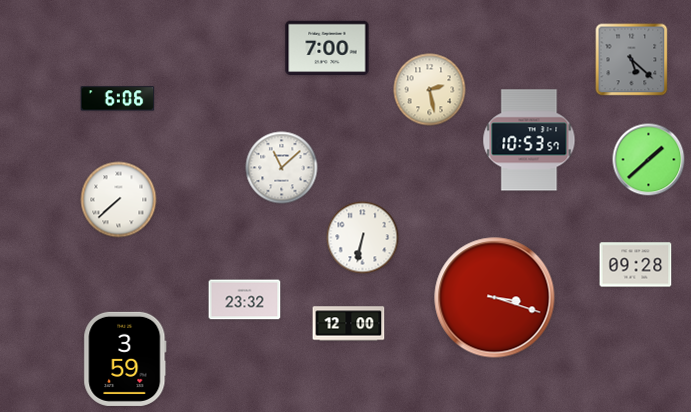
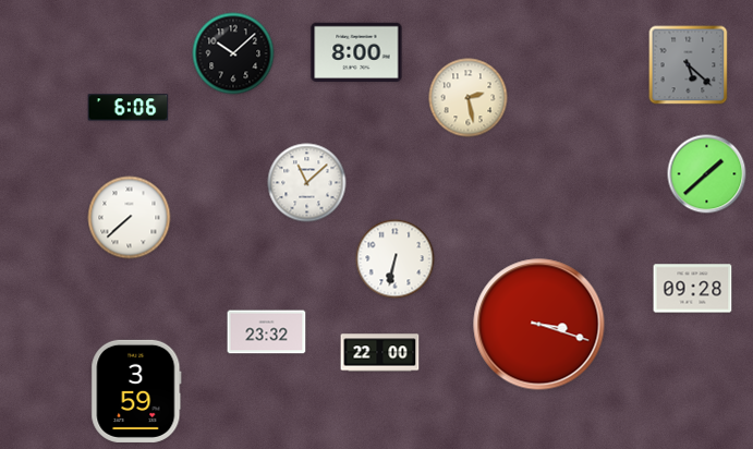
clock at (327, 48): 7:00 -> 8:00
clock at (233, 53): none -> 10:08
clock at (529, 140): 10:53 -> none
clock at (245, 300) position: (245, 300) -> (267, 332)
clock at (349, 324): 12:00 -> 22:00
